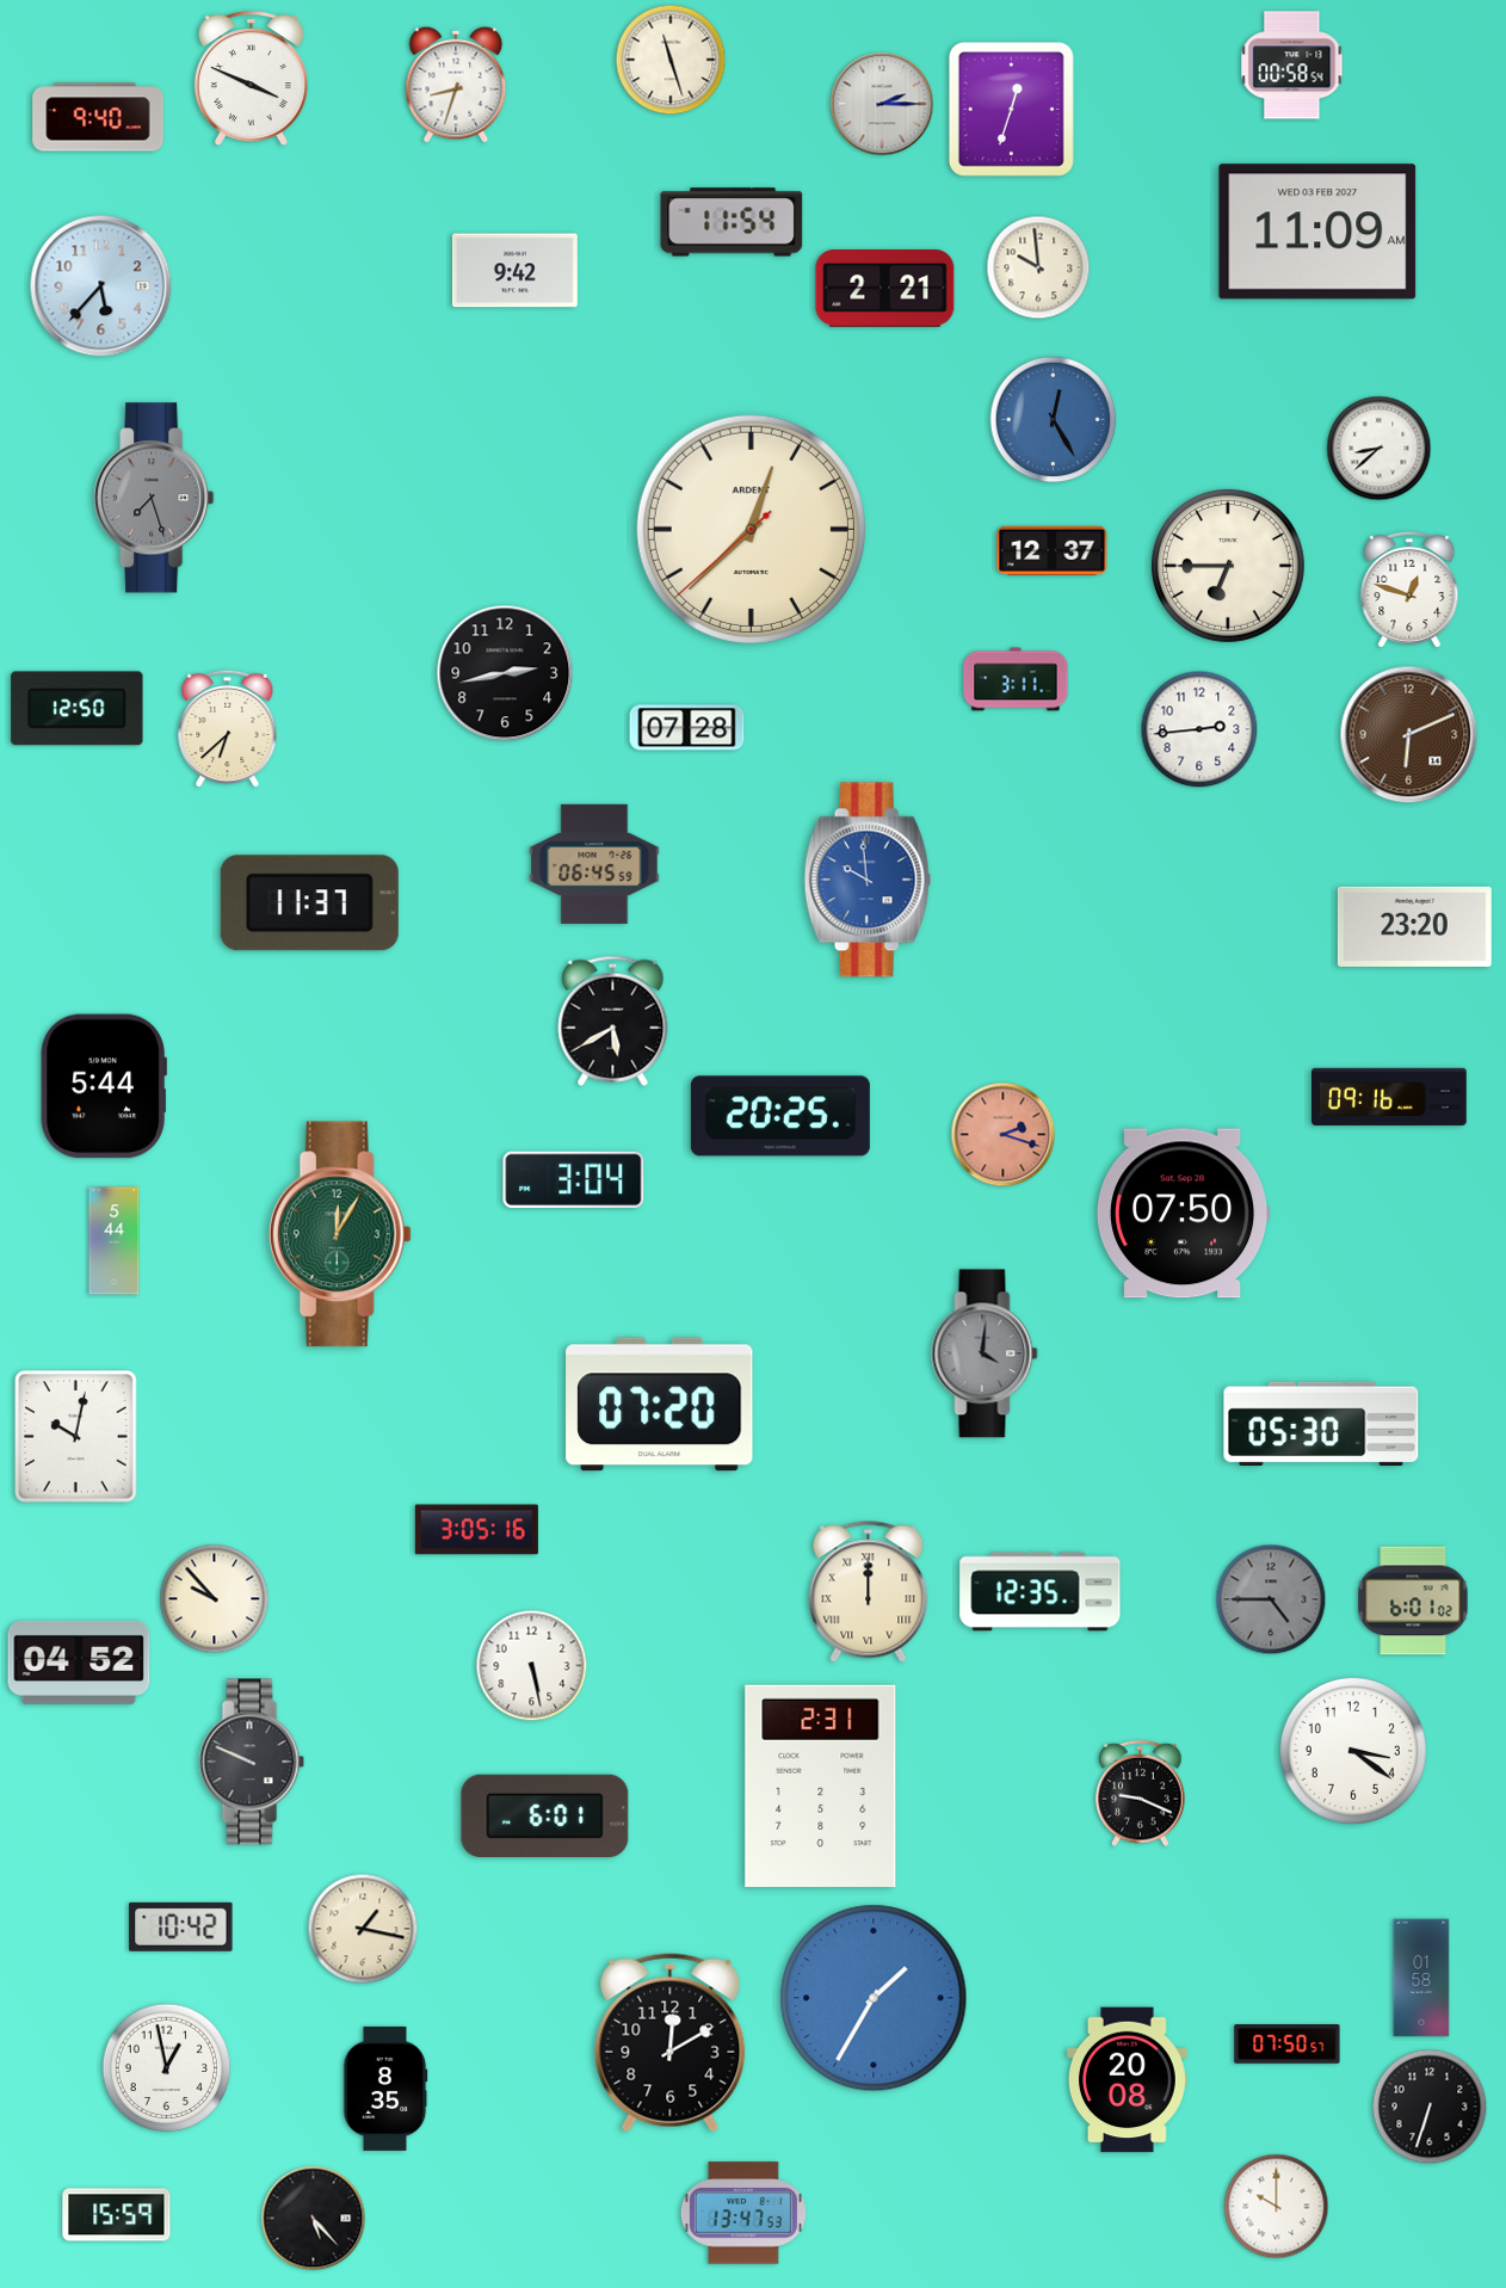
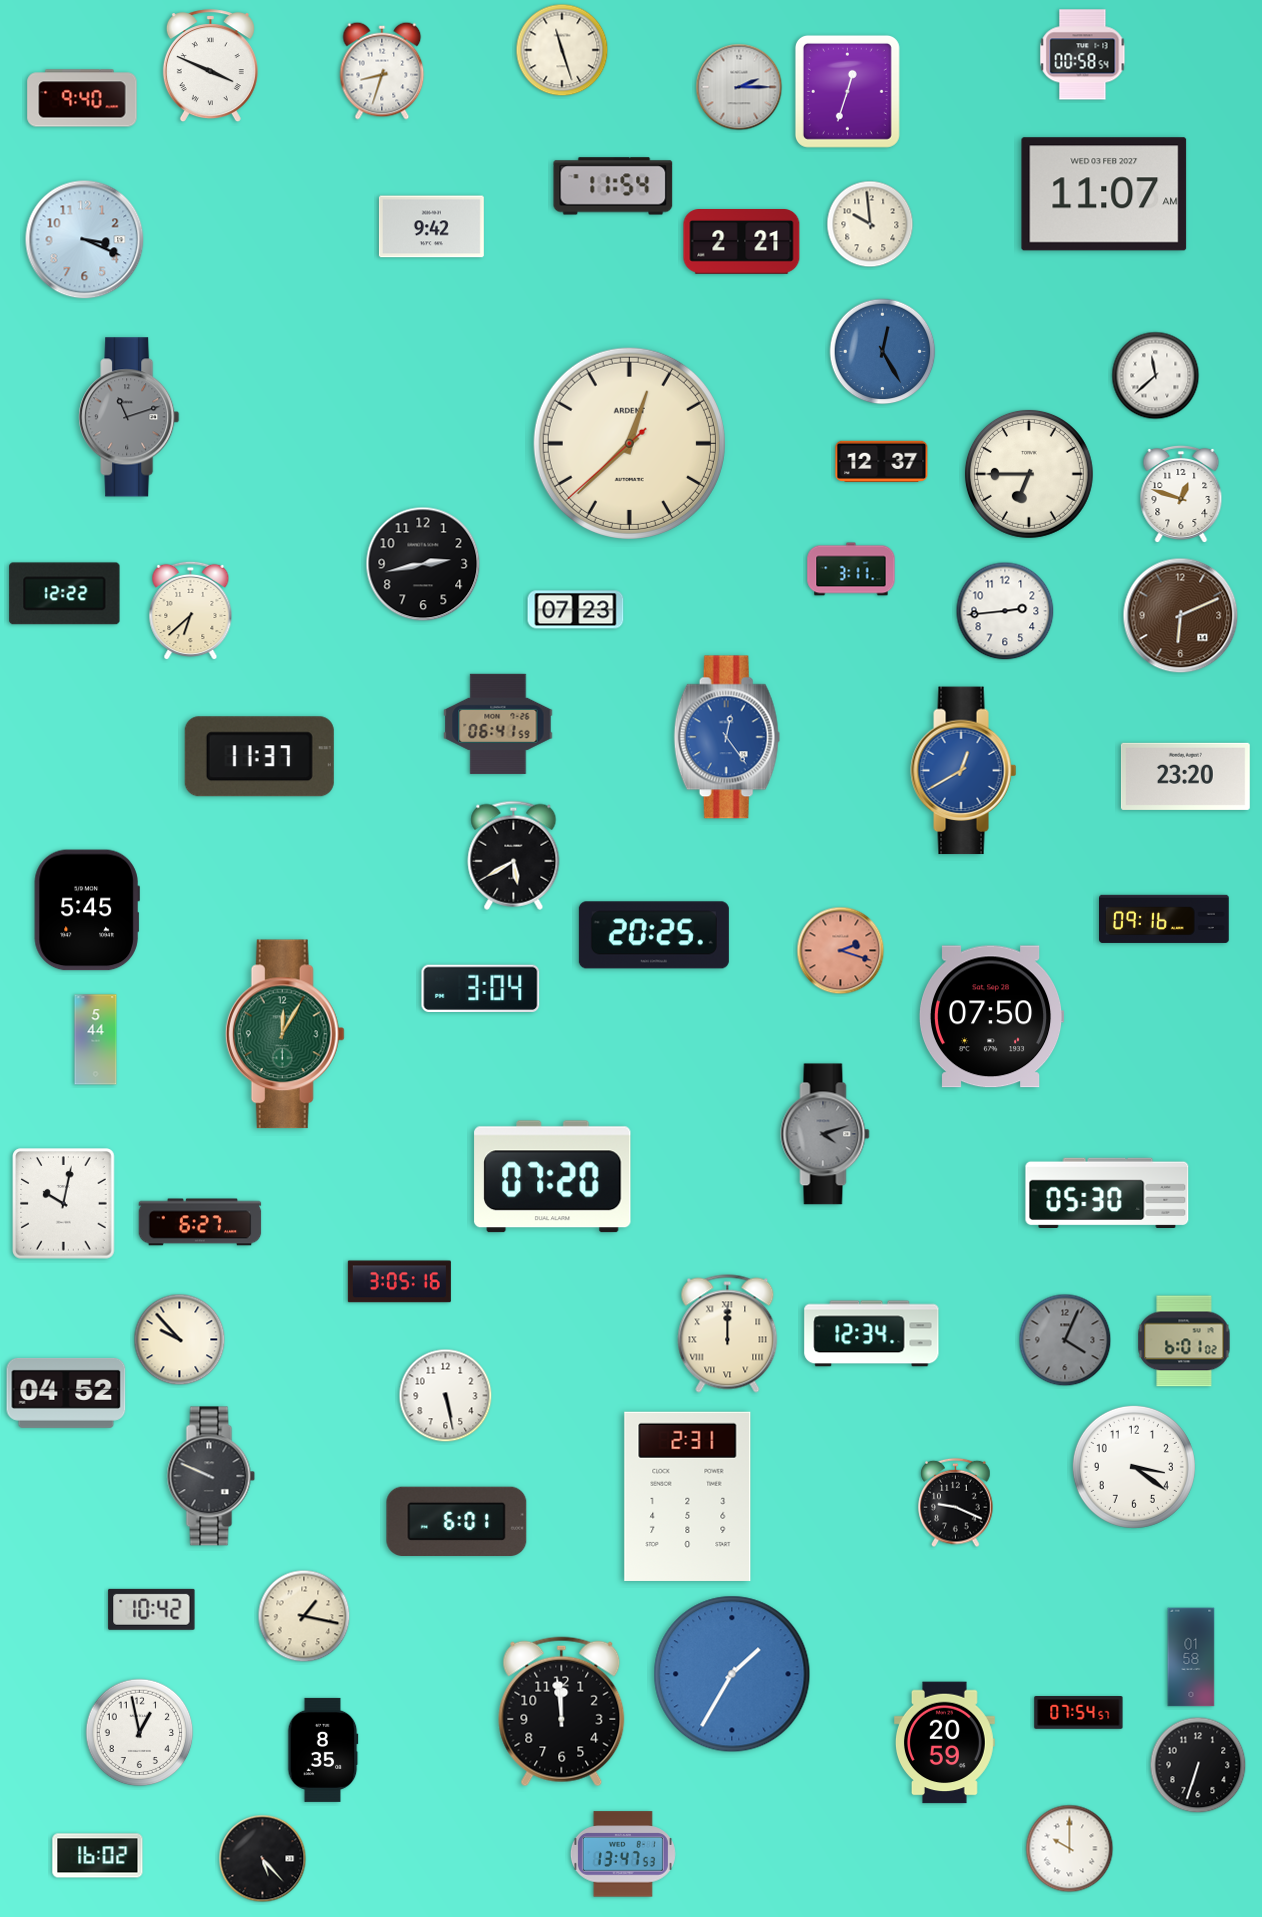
clock at (1317, 232): 11:09 -> 11:07
clock at (101, 286): 5:37 -> 3:19
clock at (1380, 449): 8:38 -> 11:38
clock at (154, 498): 7:27 -> 11:12
clock at (78, 709): 12:50 -> 12:22
clock at (687, 728): 07:28 -> 07:23
clock at (594, 864): 06:45 -> 06:41
clock at (868, 880): 9:59 -> 12:24
clock at (964, 771): none -> 12:40
clock at (104, 1086): 5:44 -> 5:45
clock at (985, 1353): 4:01 -> 4:12
clock at (200, 1222): none -> 6:27
clock at (1041, 1592): 12:35 -> 12:34
clock at (1271, 1599): 4:45 -> 4:04
clock at (181, 1926) position: (181, 1926) -> (152, 1609)
clock at (671, 2043): 12:10 -> 11:59
clock at (1288, 2045): 07:50 -> 07:54
clock at (1128, 2080): 20:08 -> 20:59
clock at (117, 2215): 15:59 -> 16:02
